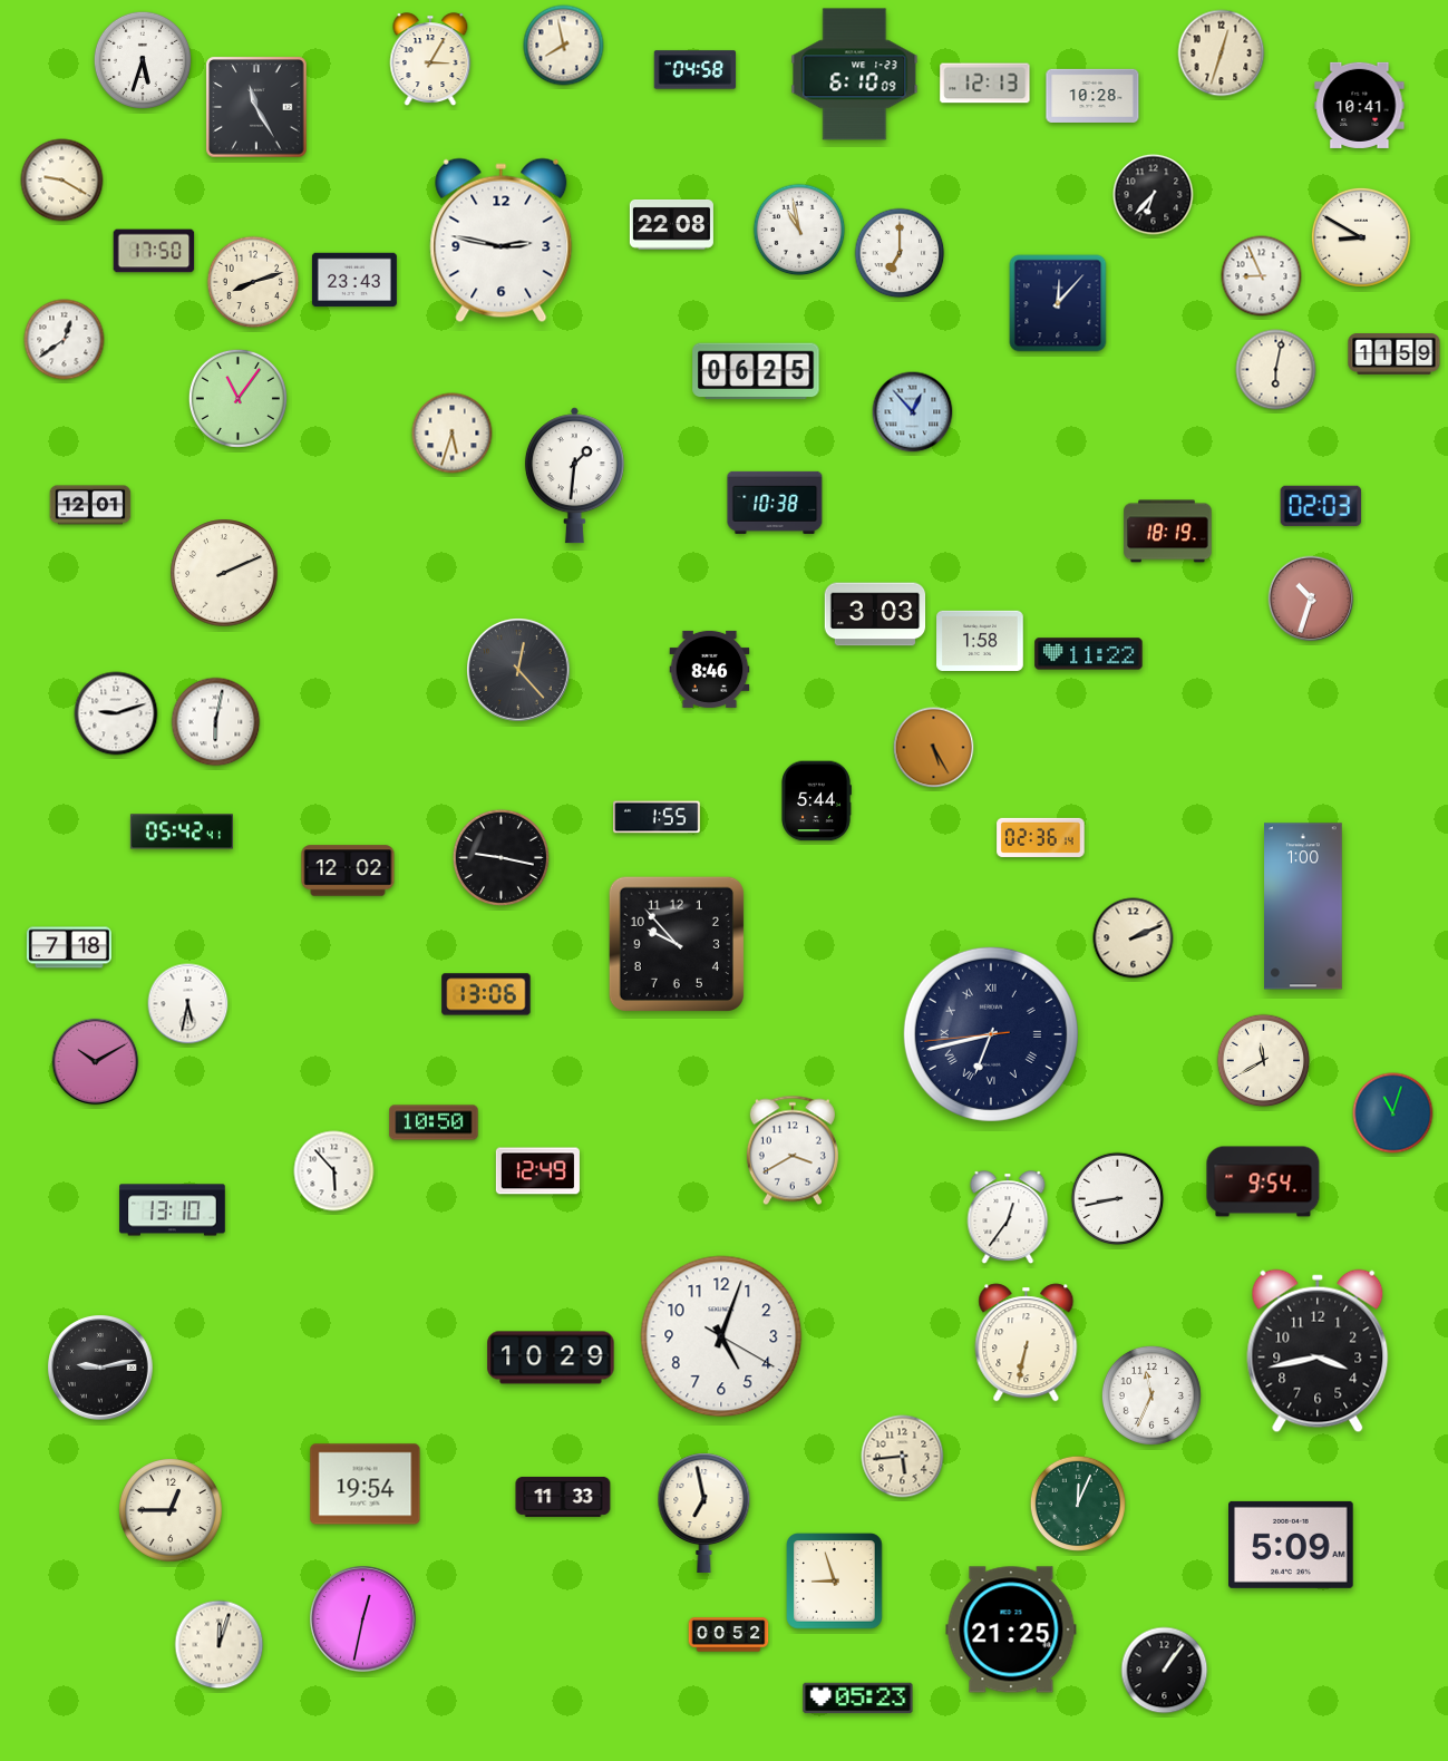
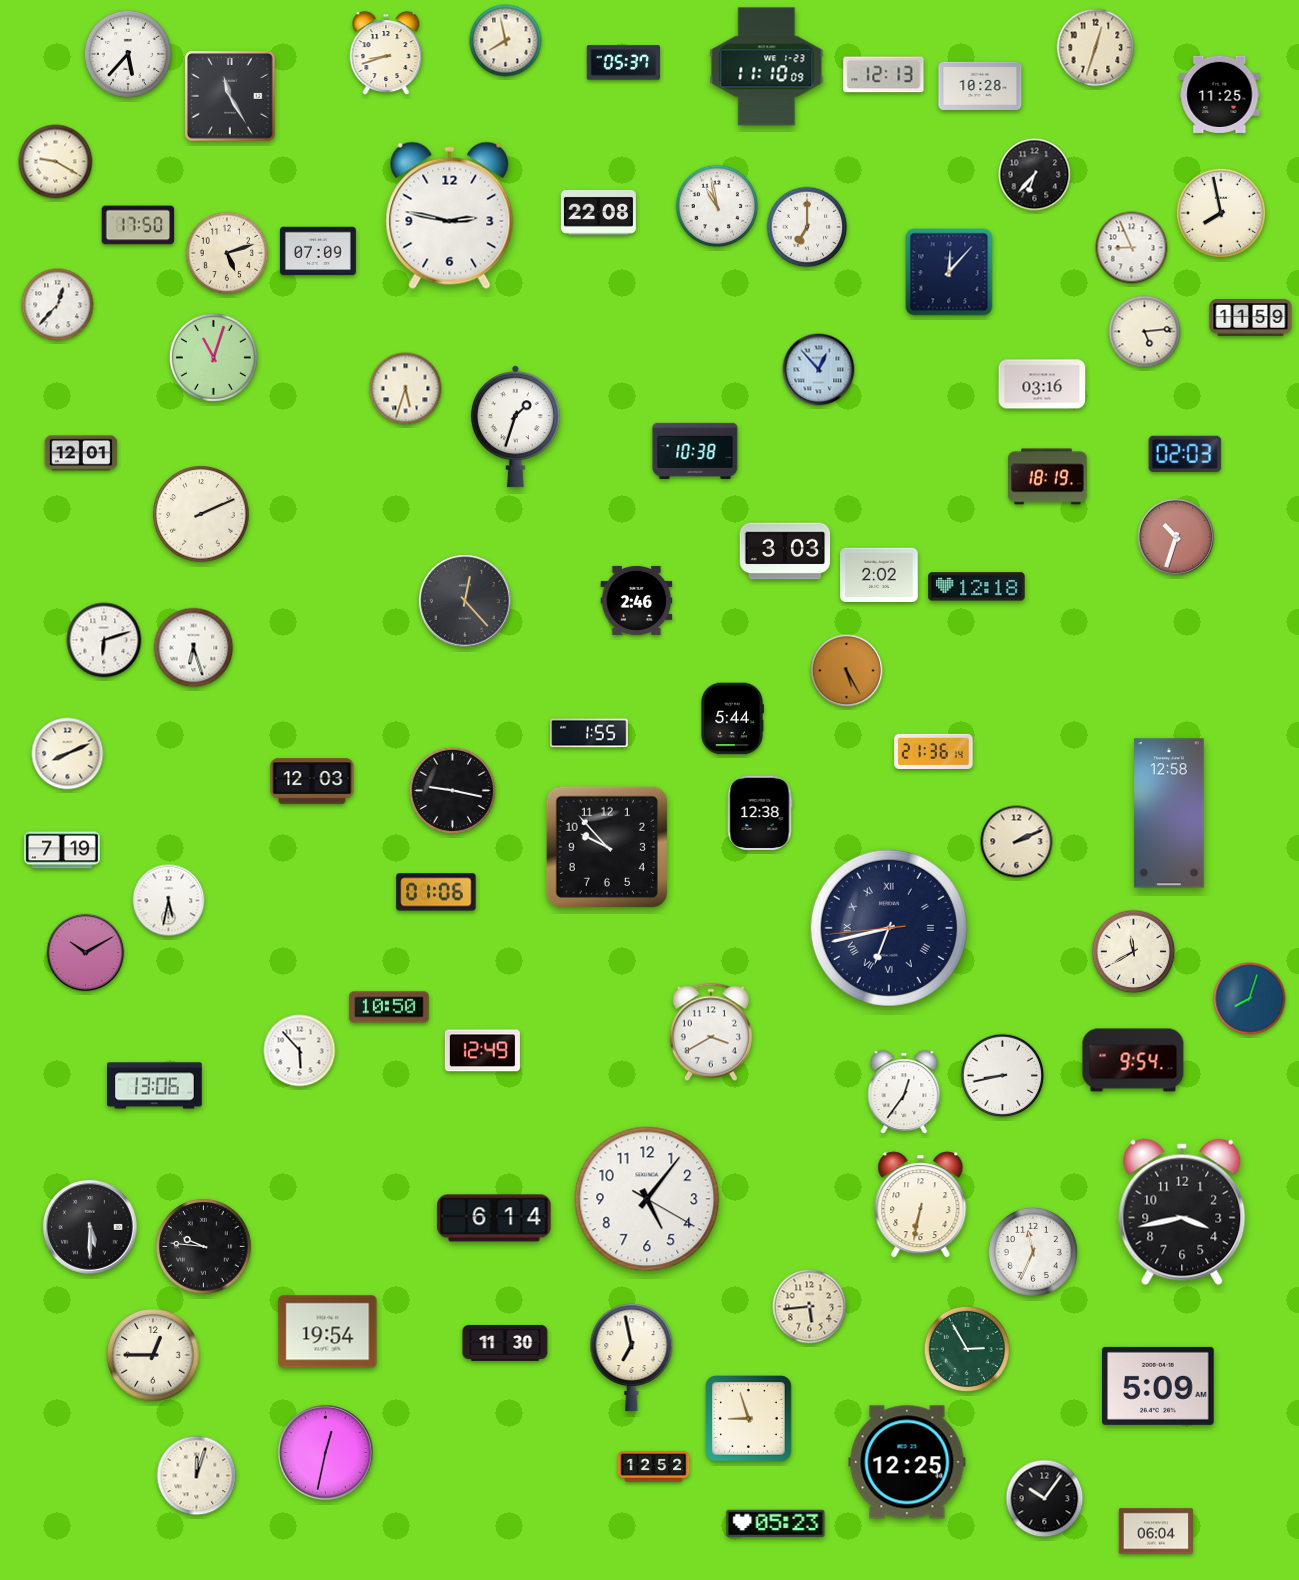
clock at (430, 59): 3:05 -> 8:42
clock at (143, 60): 5:33 -> 5:37
clock at (696, 70): 04:58 -> 05:37
clock at (855, 75): 6:10 -> 11:10
clock at (1360, 105): 10:41 -> 11:25
clock at (671, 224) position: (671, 224) -> (598, 212)
clock at (1361, 237): 8:50 -> 7:58
clock at (354, 280): 23:43 -> 07:09
clock at (253, 282): 8:12 -> 5:12
clock at (65, 340): 12:39 -> 12:37
clock at (1276, 370): 6:02 -> 5:14
clock at (756, 371): 06:25 -> none
clock at (237, 398): 11:06 -> 11:03
clock at (1042, 384): none -> 03:16
clock at (574, 476): 1:31 -> 1:33
clock at (980, 640): 1:58 -> 2:02
clock at (1089, 654): 11:22 -> 12:18
clock at (710, 669): 8:46 -> 2:46
clock at (116, 713): 9:12 -> 6:12
clock at (216, 722): 6:02 -> 6:27
clock at (934, 748) position: (934, 748) -> (847, 671)
clock at (182, 831): 05:42 -> none
clock at (1041, 837): 02:36 -> 21:36
clock at (68, 754): none -> 8:11
clock at (501, 857) position: (501, 857) -> (452, 790)
clock at (348, 870): 12:02 -> 12:03
clock at (760, 813): none -> 12:38
clock at (1303, 906): 1:00 -> 12:58
clock at (69, 947): 7:18 -> 7:19
clock at (486, 994): 13:06 -> 01:06
clock at (1393, 1113): 11:03 -> 8:03
clock at (173, 1210): 13:10 -> 13:06
clock at (721, 1336): 5:03 -> 5:06
clock at (551, 1358): 10:29 -> 6:14
clock at (101, 1369): 9:13 -> 5:30
clock at (204, 1247): none -> 9:46
clock at (563, 1497): 11:33 -> 11:30
clock at (1077, 1502): 12:04 -> 2:55
clock at (1011, 1629): 21:25 -> 12:25
clock at (729, 1635): 00:52 -> 12:52
clock at (1165, 1671): 1:06 -> 10:06
clock at (858, 1699) position: (858, 1699) -> (776, 1524)
clock at (1155, 1531): none -> 06:04
